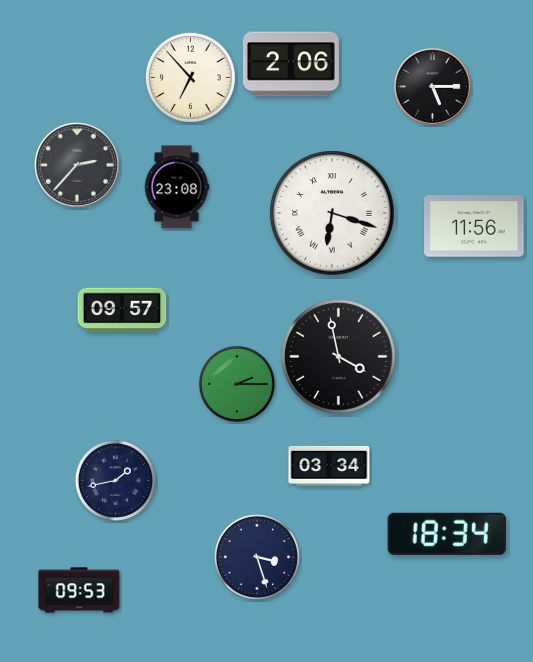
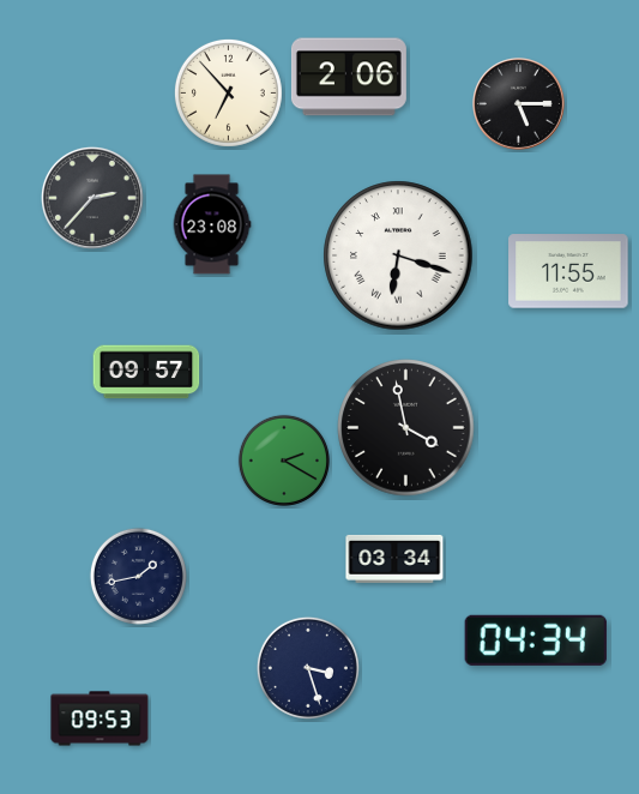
clock at (474, 226): 11:56 -> 11:55
clock at (237, 384): 2:15 -> 2:20
clock at (447, 534): 18:34 -> 04:34
clock at (79, 590) position: (79, 590) -> (100, 718)
